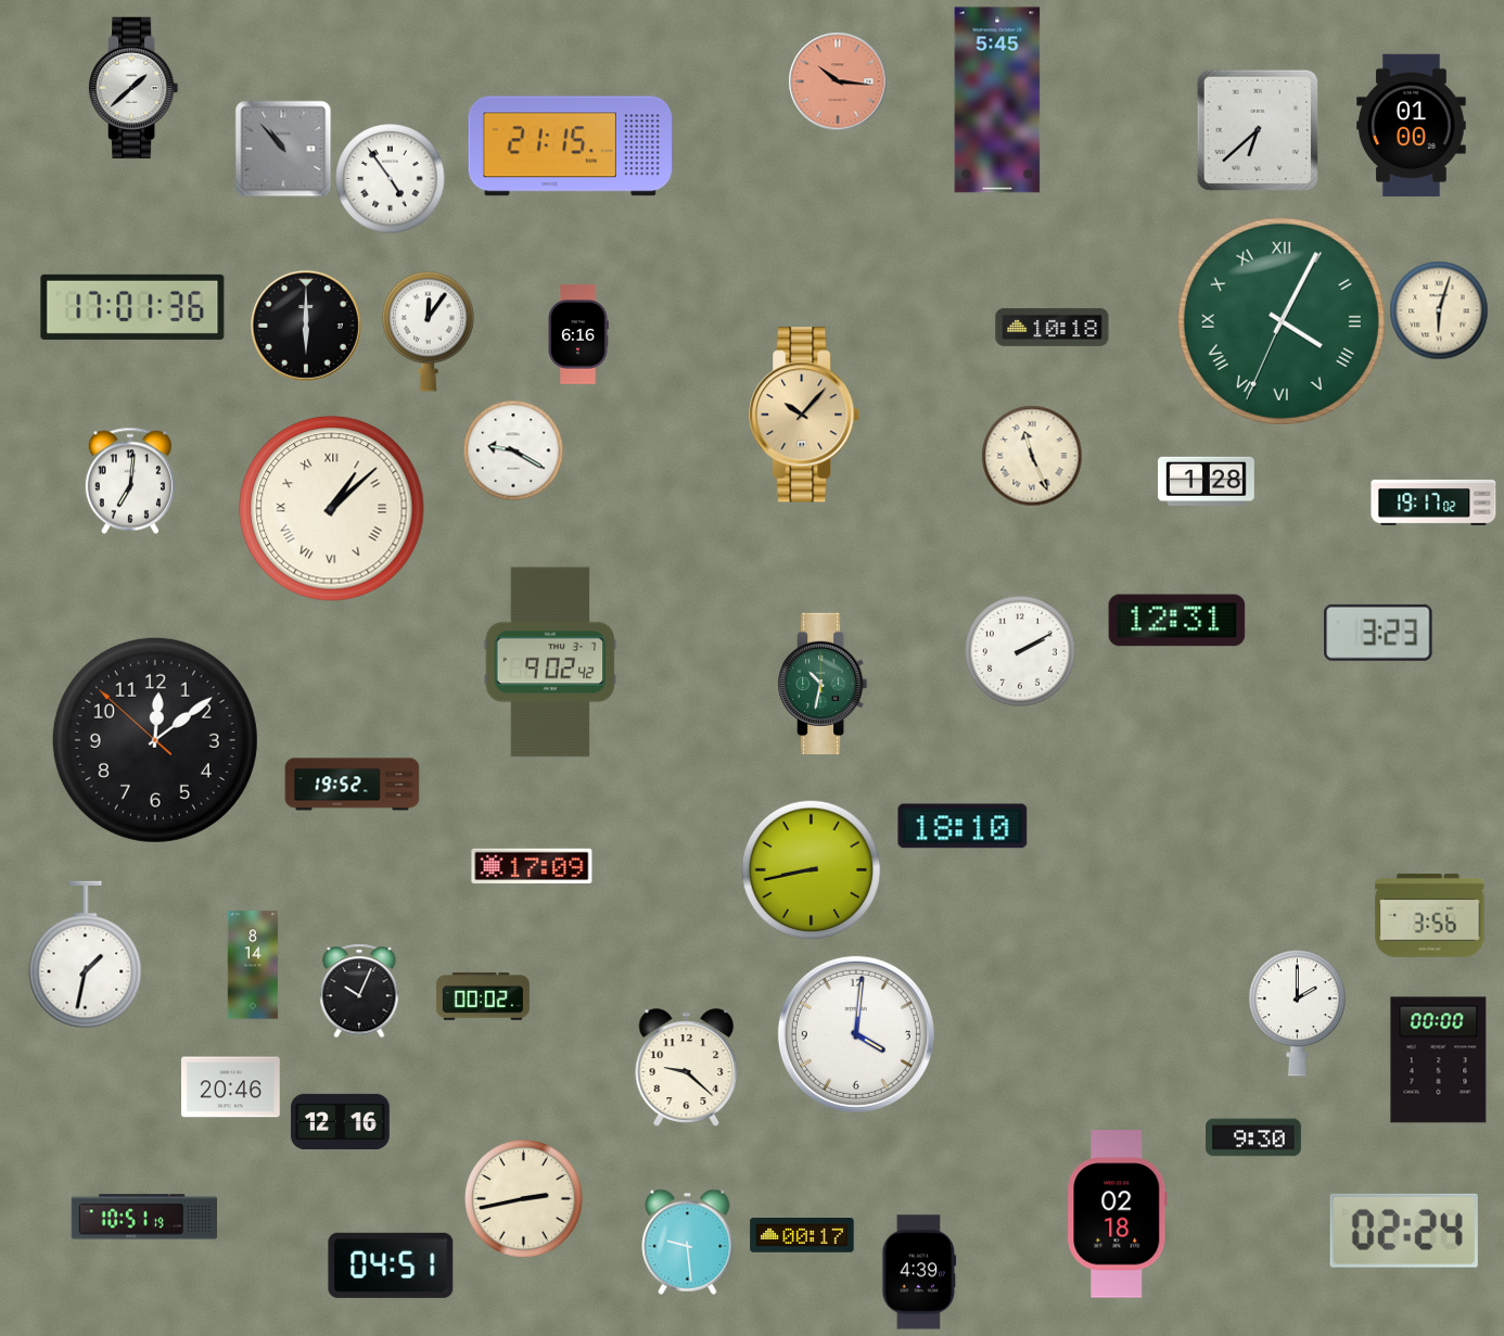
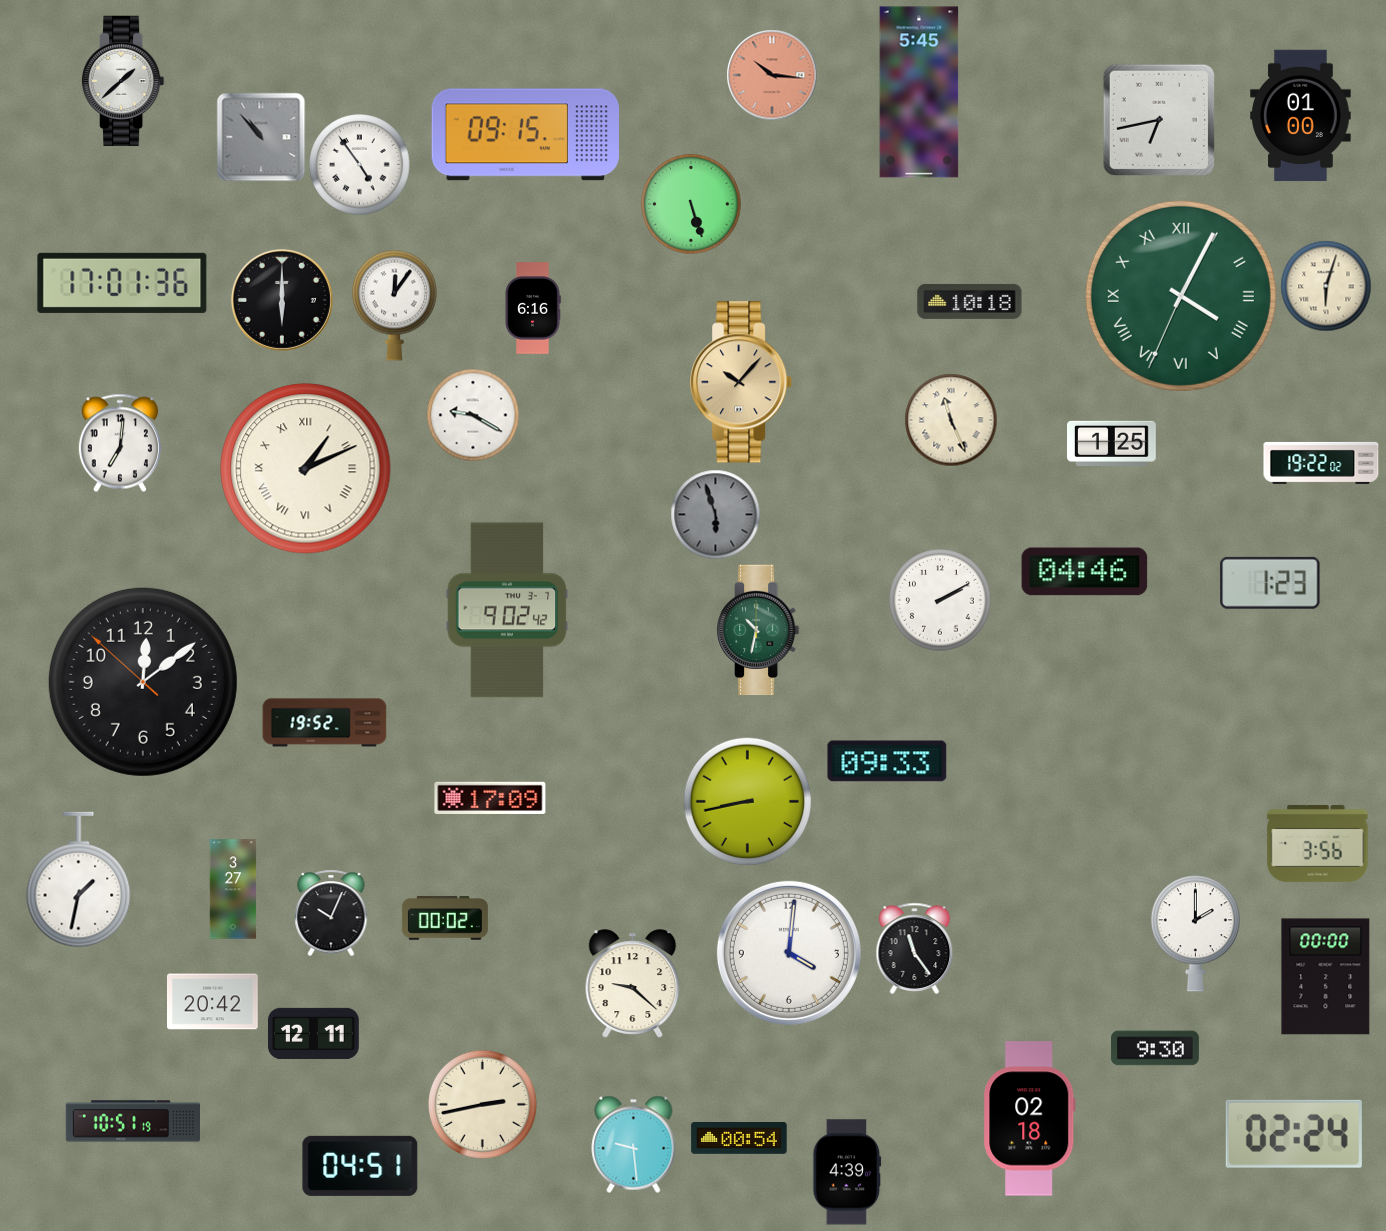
clock at (1257, 129): 6:38 -> 6:43
clock at (570, 147): 21:15 -> 09:15
clock at (691, 204): none -> 5:27
clock at (1207, 482): 1:28 -> 1:25
clock at (1433, 502): 19:17 -> 19:22
clock at (332, 509): 1:08 -> 1:11
clock at (715, 514): none -> 5:57
clock at (1177, 621): 12:31 -> 04:46
clock at (1378, 633): 3:23 -> 1:23
clock at (963, 826): 18:10 -> 09:33
clock at (253, 965): 8:14 -> 3:27
clock at (915, 948): none -> 11:24
clock at (231, 1087): 20:46 -> 20:42
clock at (341, 1121): 12:16 -> 12:11
clock at (802, 1236): 00:17 -> 00:54
